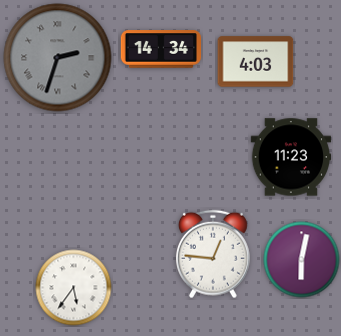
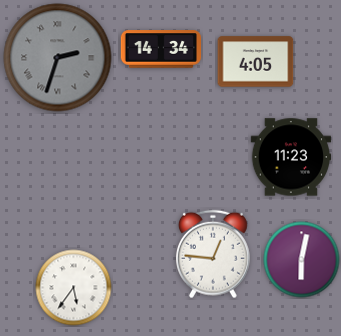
clock at (256, 62): 4:03 -> 4:05
